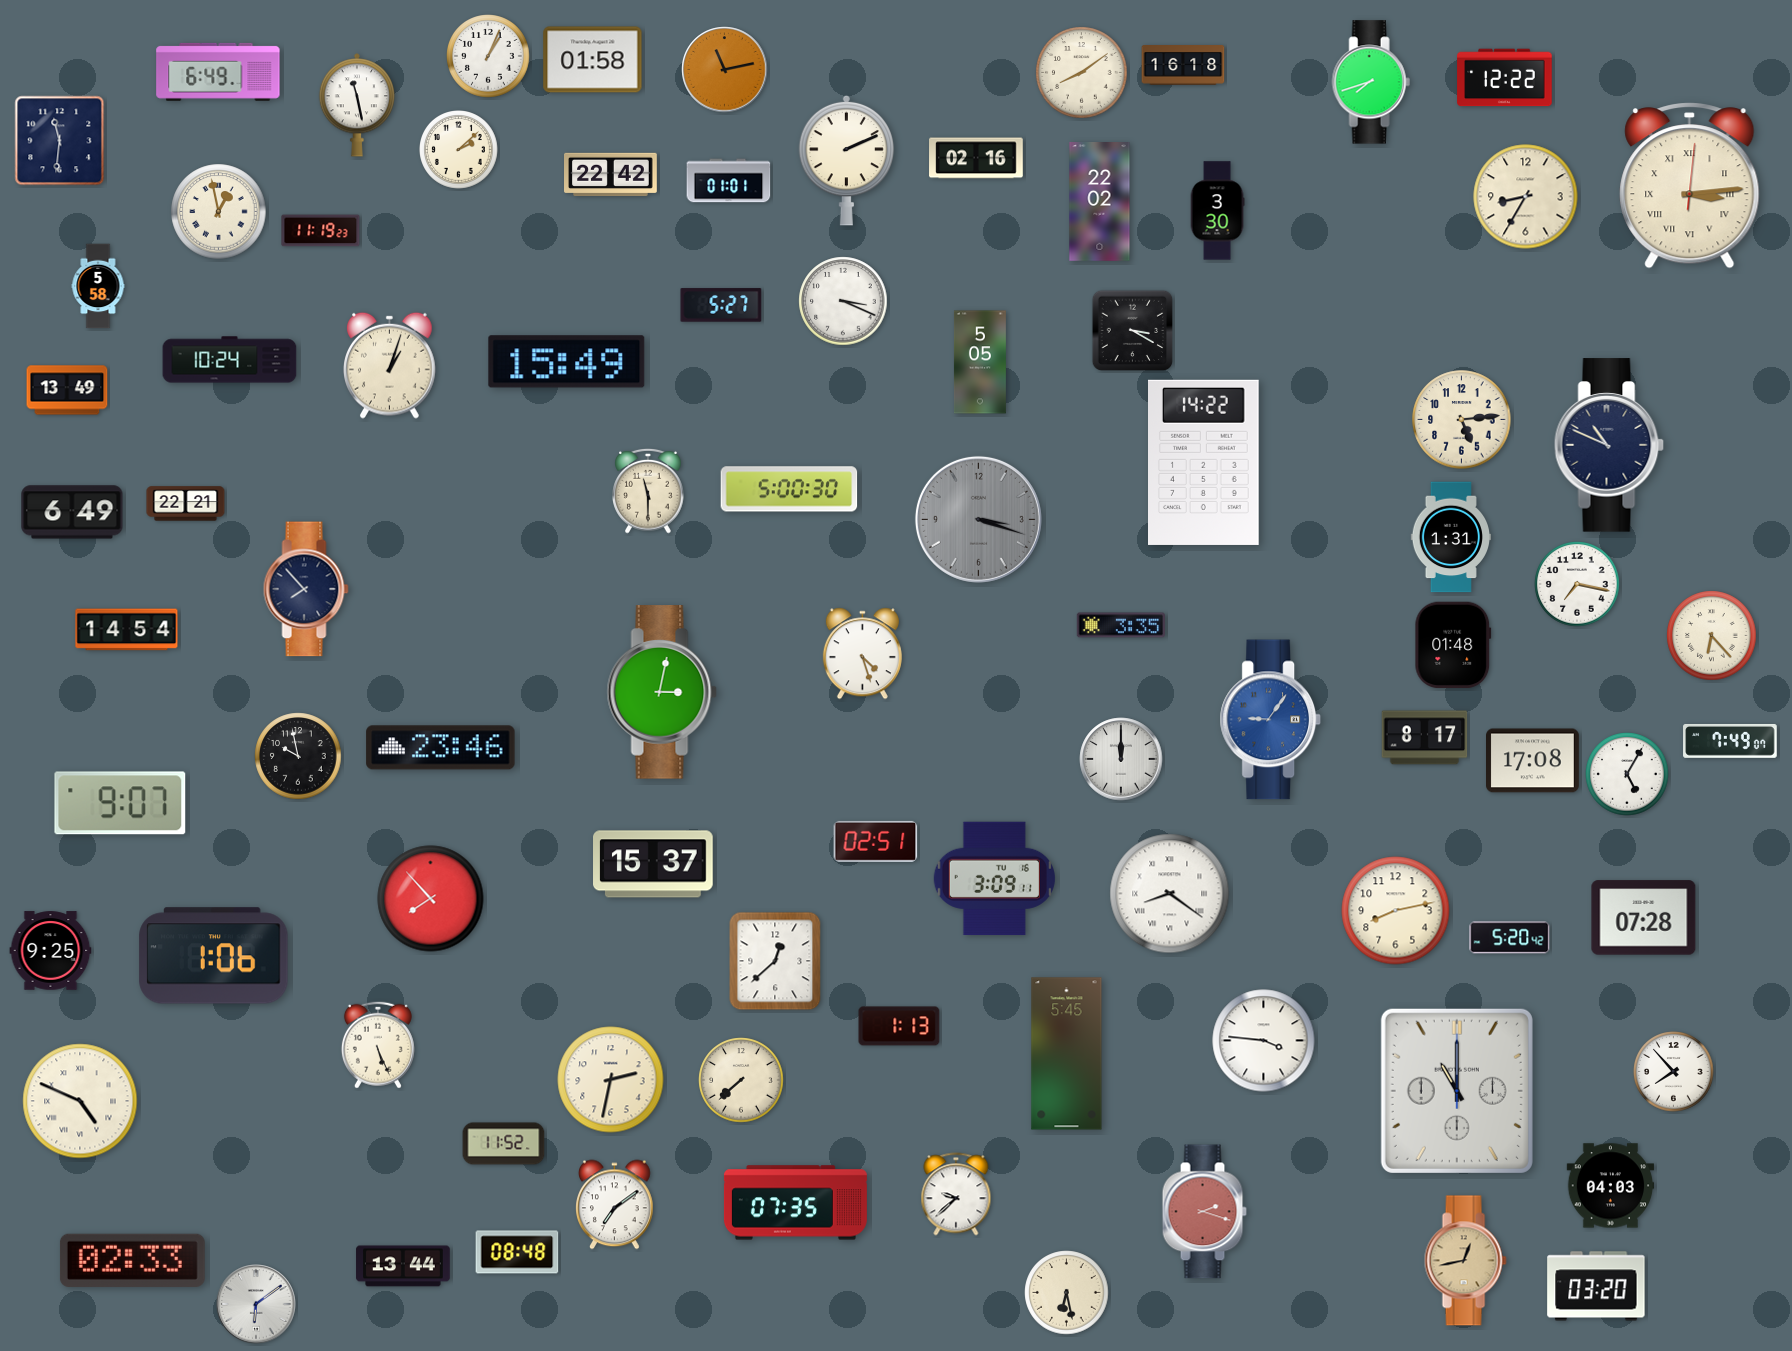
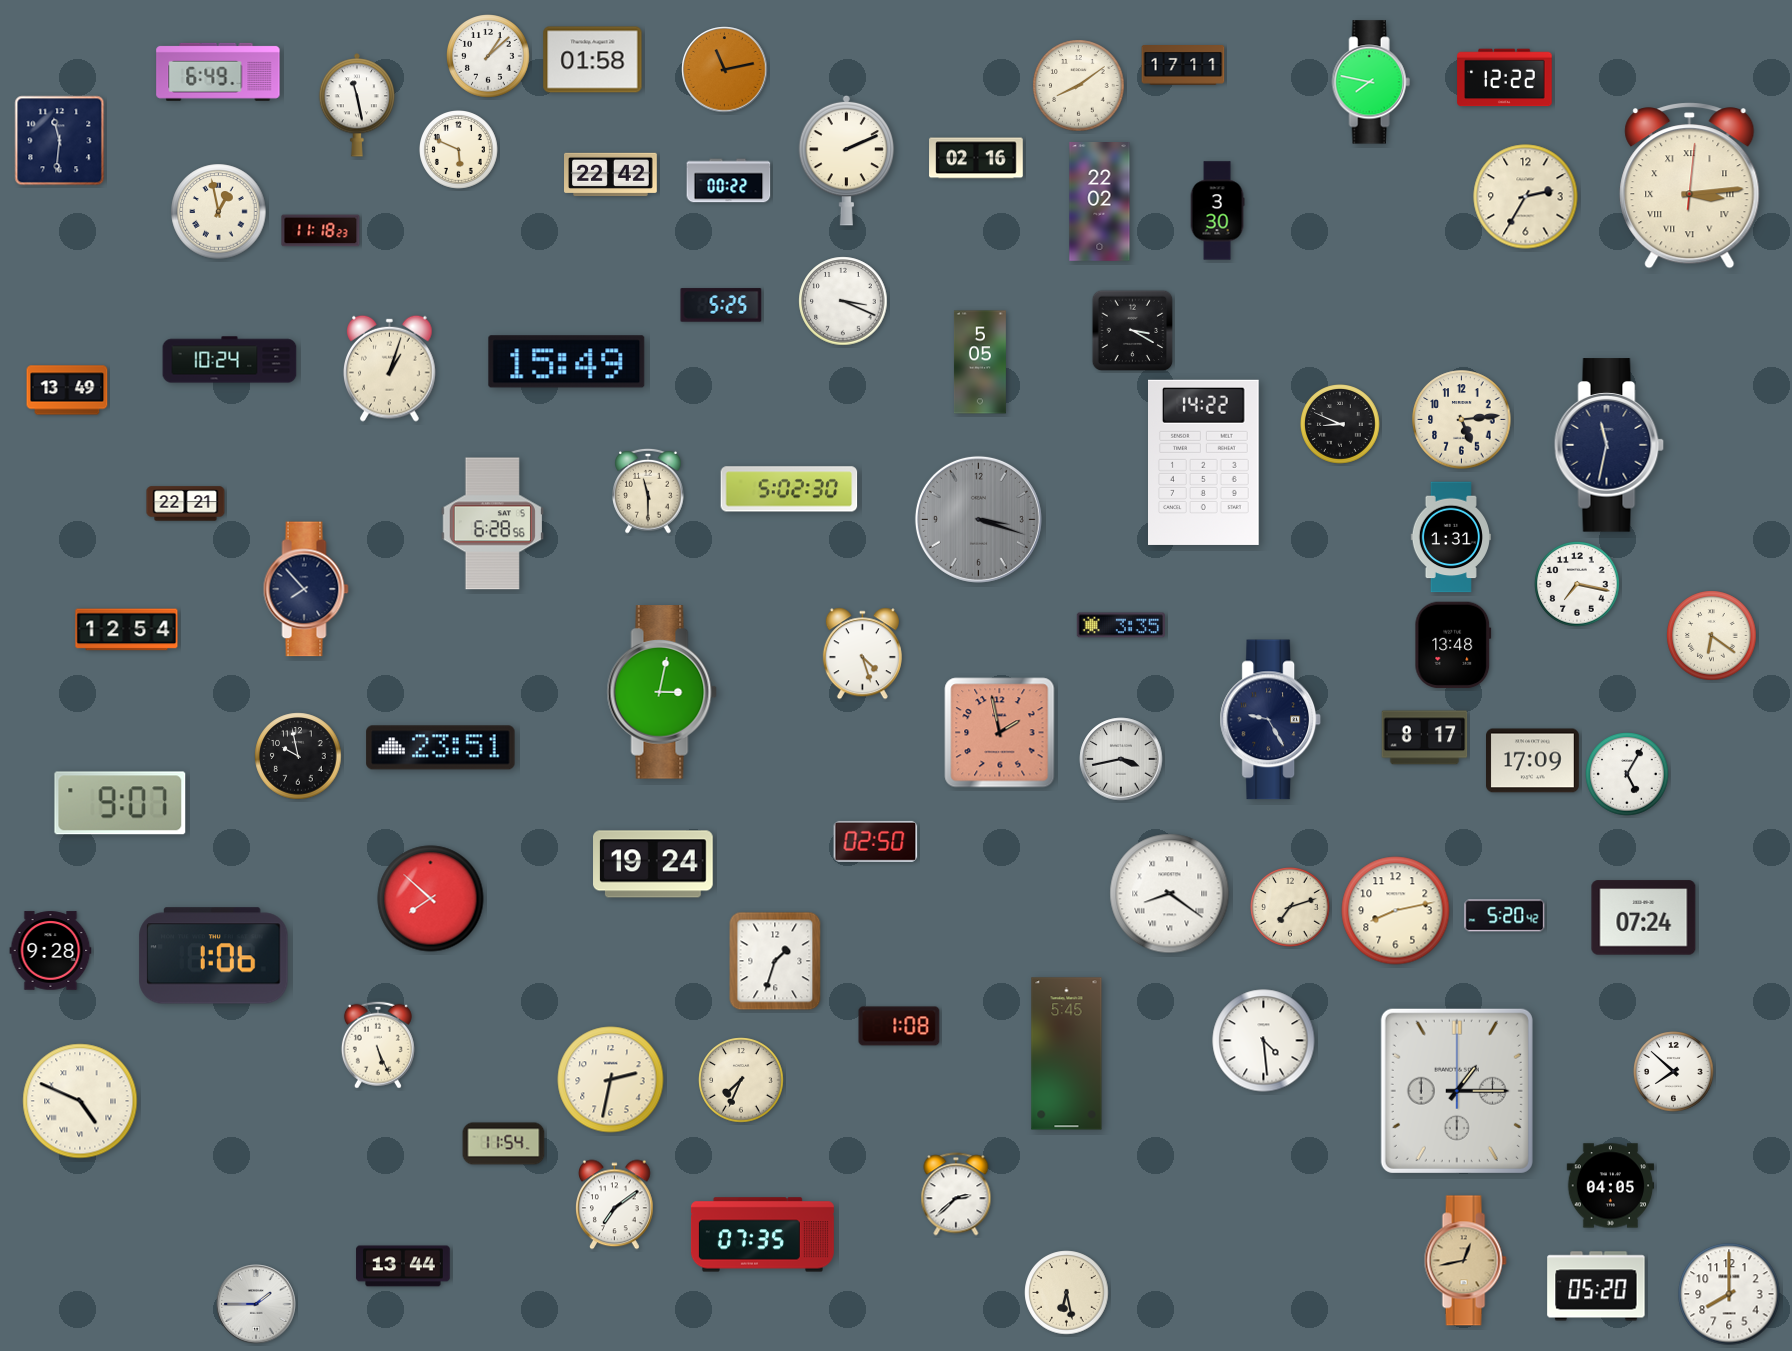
clock at (488, 56): 1:04 -> 1:08
clock at (1183, 66): 16:18 -> 17:11
clock at (1082, 73) position: (1082, 73) -> (1079, 86)
clock at (1371, 82): 7:42 -> 7:47
clock at (459, 150): 2:08 -> 5:49
clock at (729, 181): 01:01 -> 00:22
clock at (1526, 197): 8:35 -> 2:35
clock at (321, 231): 11:19 -> 11:18
clock at (98, 286): 5:58 -> none
clock at (721, 305): 5:27 -> 5:25
clock at (390, 365) position: (390, 365) -> (390, 368)
clock at (1341, 425): none -> 8:49
clock at (1609, 445): 10:49 -> 11:32
clock at (789, 489): 5:00 -> 5:02
clock at (72, 512): 6:49 -> none
clock at (492, 524): none -> 6:28
clock at (127, 630): 14:54 -> 12:54
clock at (1712, 636): 6:23 -> 6:21
clock at (1453, 645): 01:48 -> 13:48
clock at (1271, 720): 9:06 -> 9:25
clock at (1271, 720) dial: blue -> navy
clock at (1000, 733): none -> 1:58
clock at (1730, 741): 7:49 -> none
clock at (441, 748): 23:46 -> 23:51
clock at (1121, 759): 12:00 -> 3:43
clock at (1533, 761): 17:08 -> 17:09
clock at (876, 841): 02:51 -> 02:50
clock at (654, 864): 15:37 -> 19:24
clock at (994, 879): 3:09 -> none
clock at (431, 899): 7:53 -> 7:52
clock at (1291, 908): none -> 7:12
clock at (1644, 918): 07:28 -> 07:24
clock at (1510, 938) position: (1510, 938) -> (1505, 916)
clock at (51, 951): 9:25 -> 9:28
clock at (775, 961): 12:38 -> 1:33
clock at (899, 1026): 1:13 -> 1:08
clock at (1264, 1041): 3:46 -> 4:29
clock at (1674, 1072): 7:53 -> 7:52
clock at (741, 1080): 7:38 -> 7:34
clock at (1457, 1091): 11:00 -> 1:15
clock at (504, 1144): 11:52 -> 11:54
clock at (1611, 1186): 04:03 -> 04:05
clock at (956, 1194): 9:38 -> 2:38
clock at (795, 1203) position: (795, 1203) -> (762, 1235)
clock at (1204, 1212): 2:18 -> none
clock at (517, 1252): 08:48 -> none
clock at (132, 1260): 02:33 -> none
clock at (1596, 1286): 03:20 -> 05:20
clock at (1729, 1294): none -> 8:00
clock at (256, 1304): 6:09 -> 1:45
